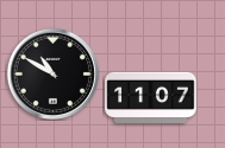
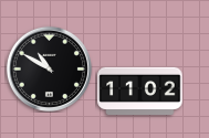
clock at (151, 97): 11:07 -> 11:02
